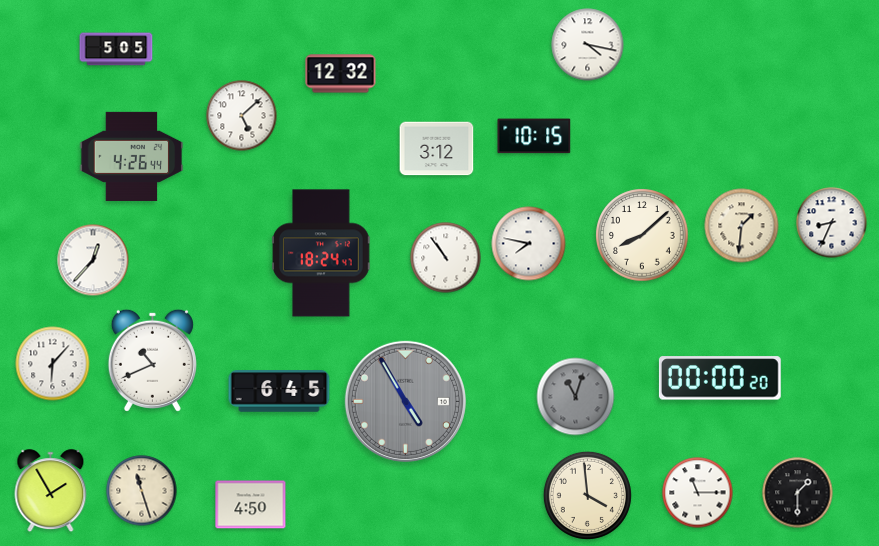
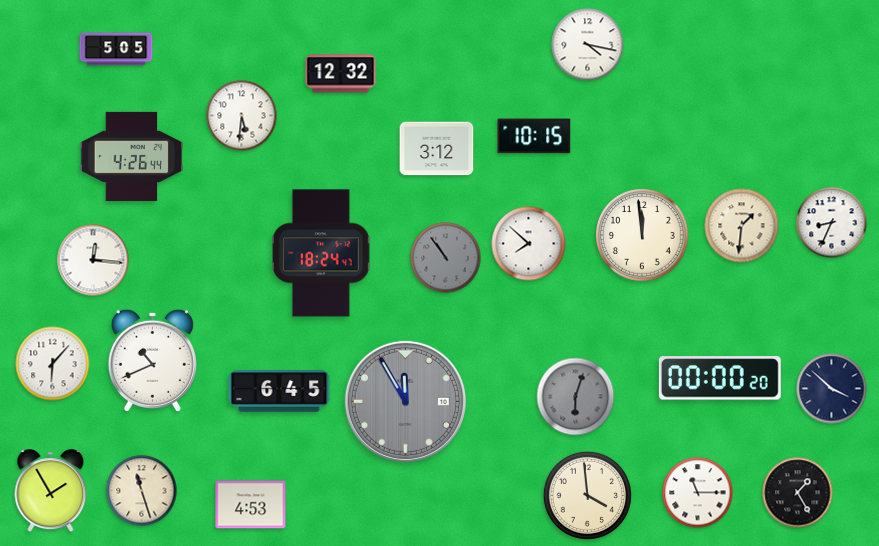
clock at (242, 116): 5:08 -> 5:31
clock at (642, 235): 8:08 -> 11:59
clock at (529, 244): 7:47 -> 7:52
clock at (446, 258) dial: white -> grey
clock at (93, 260): 12:37 -> 12:16
clock at (832, 389): none -> 3:52
clock at (576, 397): 11:03 -> 6:03
clock at (405, 401): 4:55 -> 11:55
clock at (798, 493): 1:30 -> 1:25
clock at (251, 505): 4:50 -> 4:53
